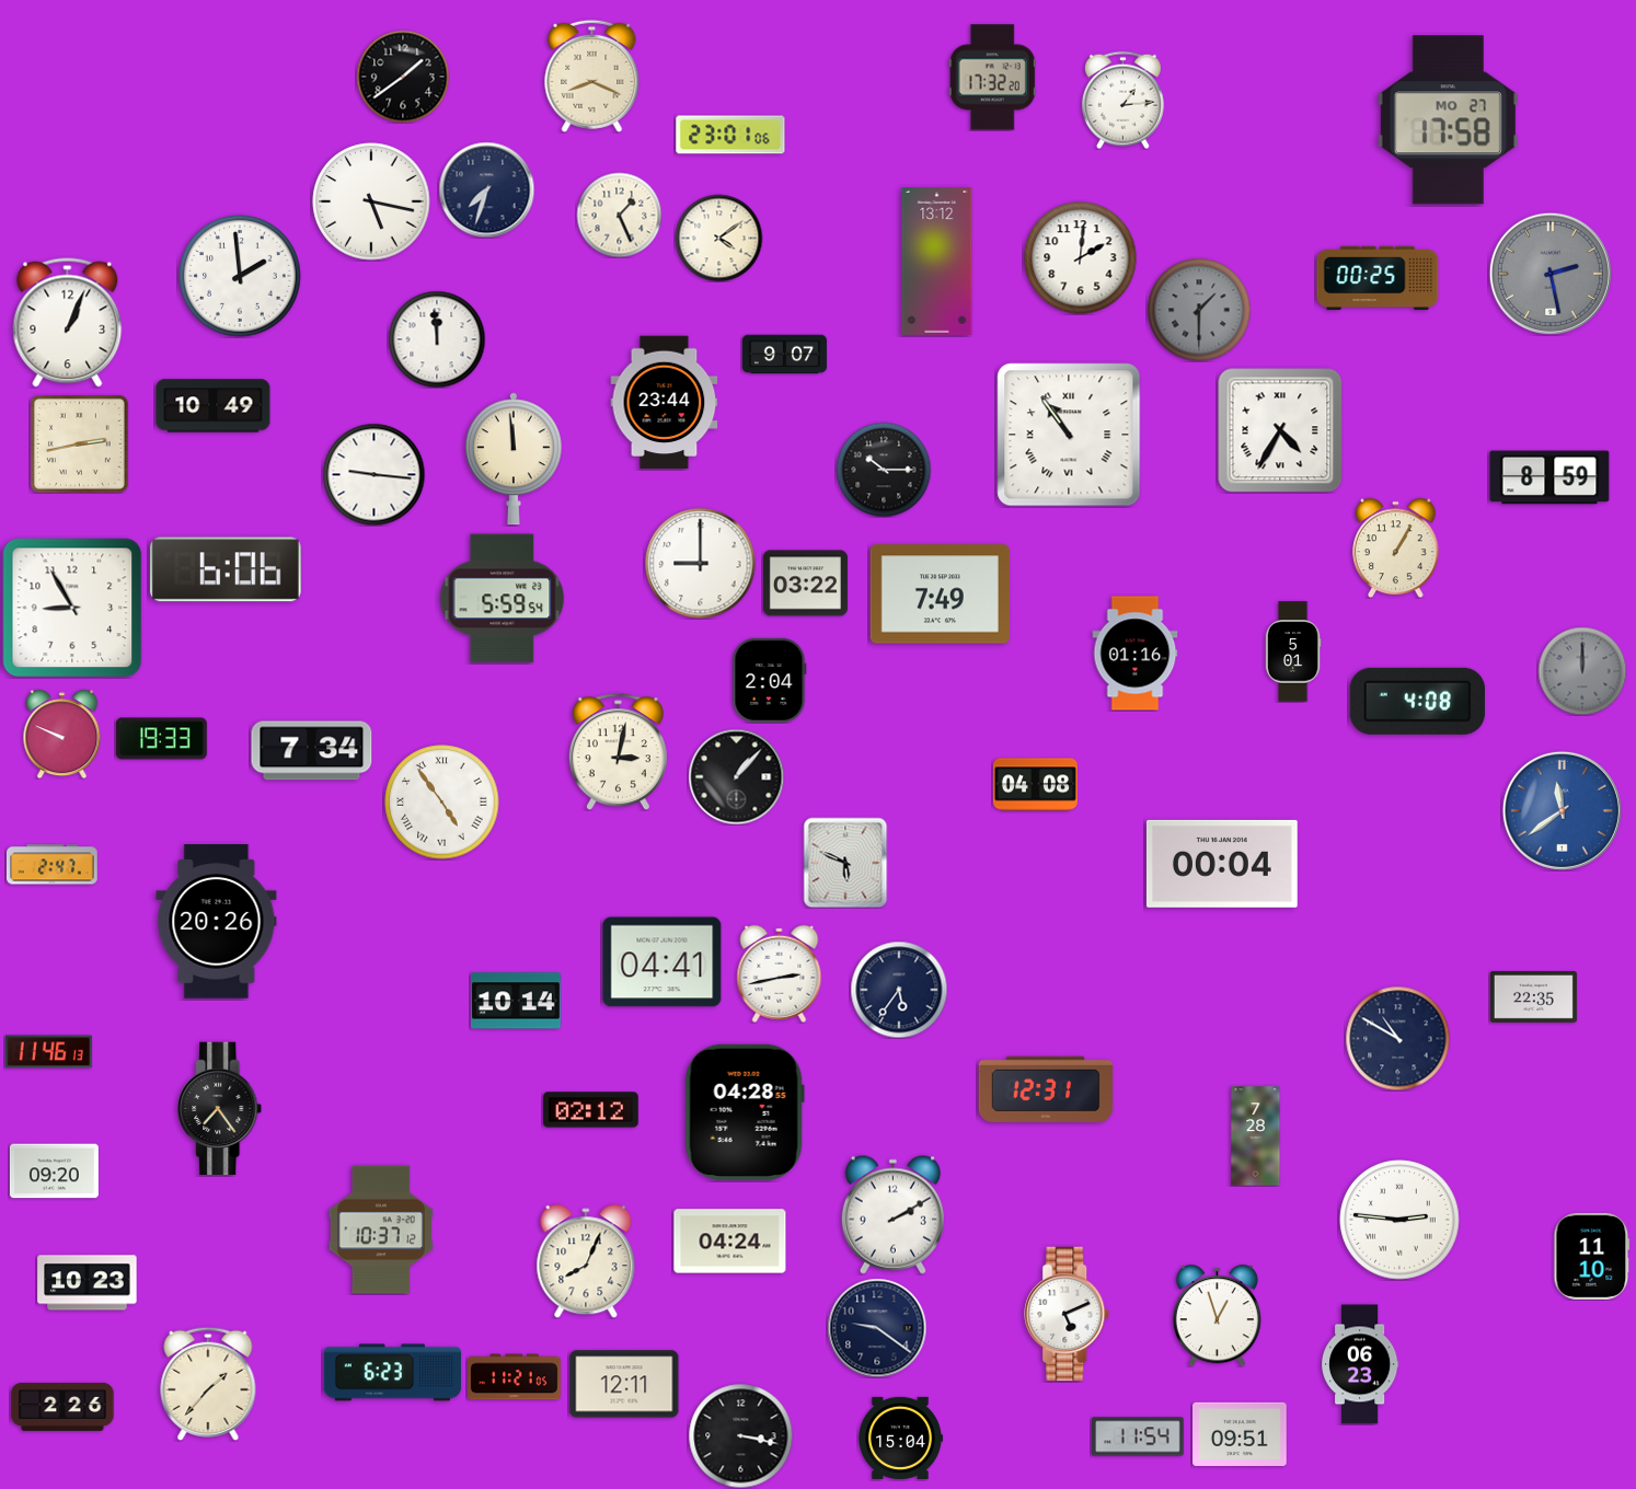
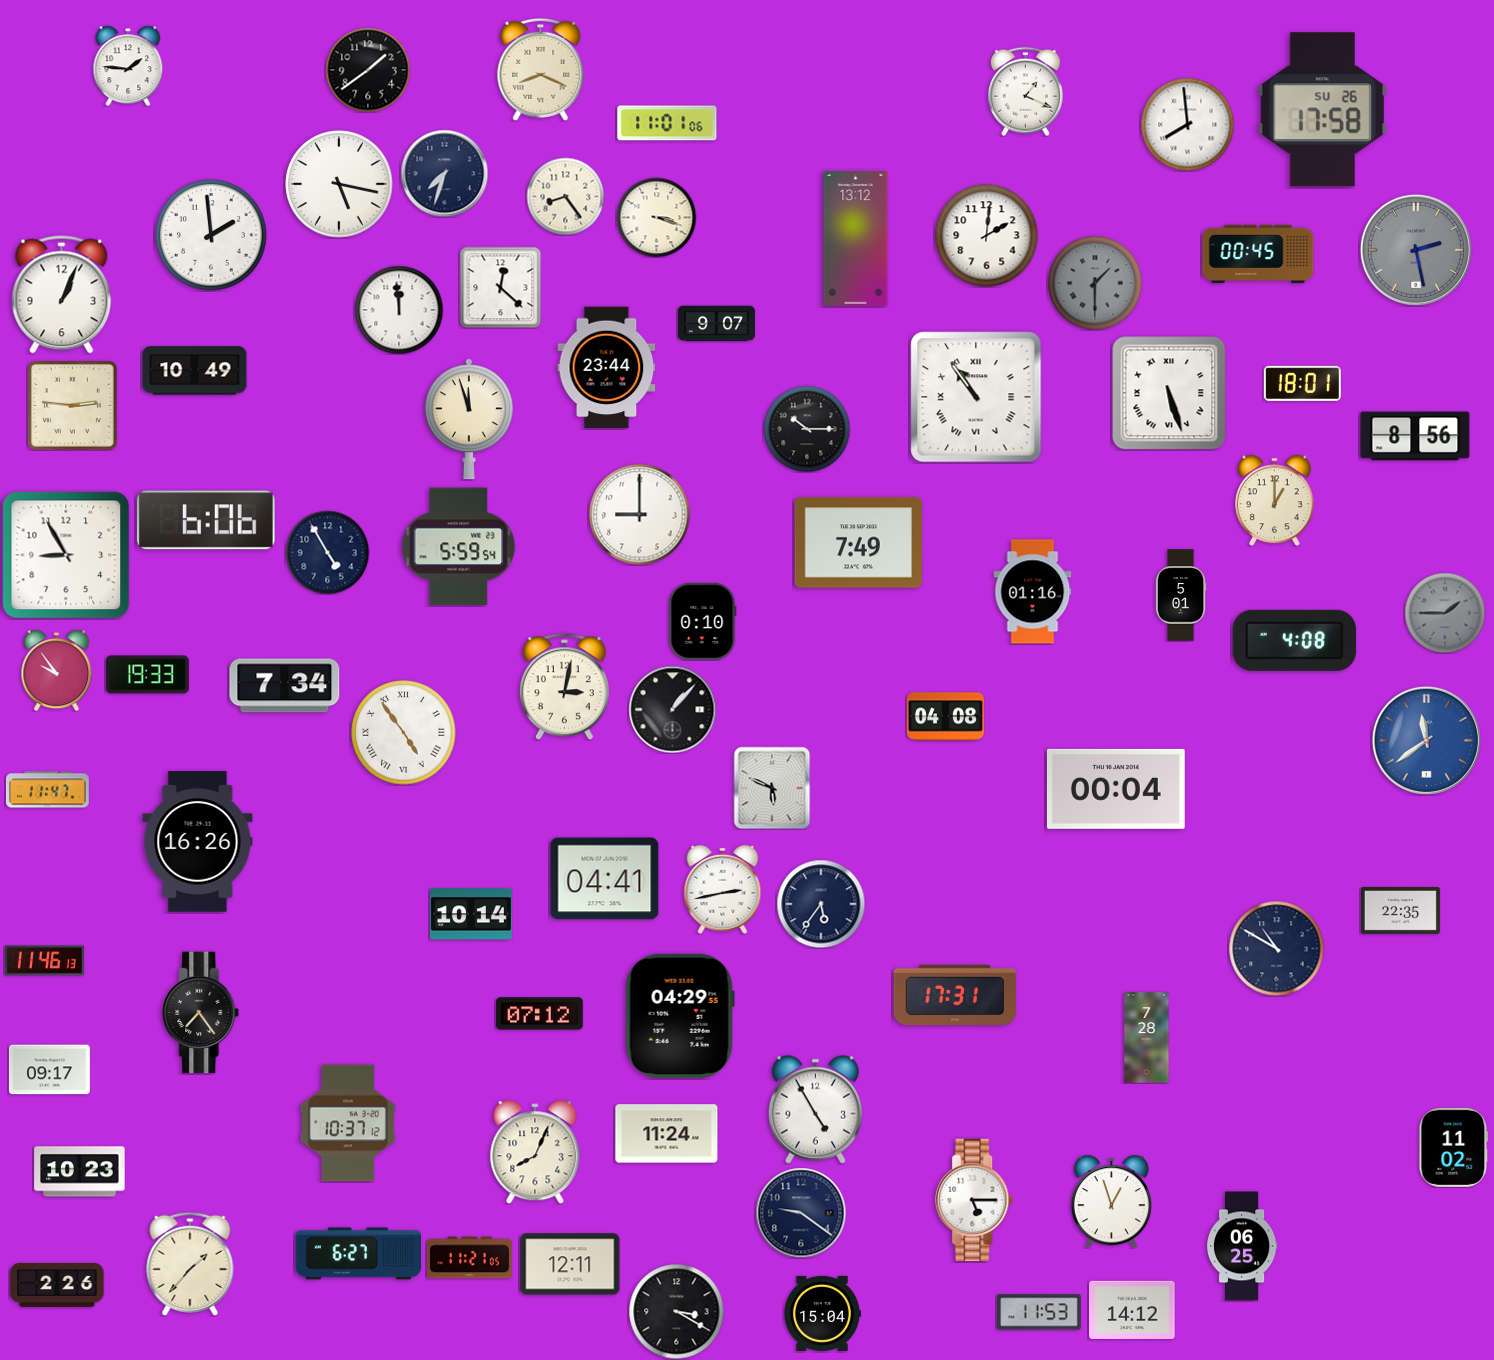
clock at (128, 66): none -> 1:46
clock at (992, 78): 17:32 -> none
clock at (1122, 100): 1:14 -> 1:19
clock at (1448, 120) date: MO 27 -> SU 26
clock at (730, 135): 23:01 -> 11:01
clock at (1187, 124): none -> 7:59
clock at (619, 215): 1:26 -> 8:24
clock at (718, 238): 4:09 -> 3:18
clock at (240, 276) position: (240, 276) -> (211, 235)
clock at (1378, 278): 00:25 -> 00:45
clock at (500, 287): none -> 12:22
clock at (1302, 383): none -> 18:01
clock at (1280, 430): 4:35 -> 5:27
clock at (79, 443): 2:43 -> 2:46
clock at (514, 459): 11:59 -> 11:57
clock at (373, 474): 9:16 -> none
clock at (1549, 477): 8:59 -> 8:56
clock at (1396, 547): 1:05 -> 1:00
clock at (805, 584): 03:22 -> none
clock at (327, 552): none -> 4:55
clock at (1136, 654) position: (1136, 654) -> (1033, 592)
clock at (1582, 671): 12:00 -> 1:45
clock at (770, 680): 2:04 -> 0:10
clock at (62, 734): 9:49 -> 9:54
clock at (53, 865): 2:47 -> 11:47
clock at (217, 922): 20:26 -> 16:26
clock at (780, 973) position: (780, 973) -> (723, 889)
clock at (1046, 1088): 12:31 -> 17:31
clock at (591, 1110): 02:12 -> 07:12
clock at (745, 1112): 04:28 -> 04:29
clock at (54, 1171): 09:20 -> 09:17
clock at (892, 1214): 2:10 -> 4:55
clock at (1399, 1220): 2:46 -> none
clock at (730, 1242): 04:24 -> 11:24
clock at (1592, 1256): 11:10 -> 11:02
clock at (1068, 1314): 5:11 -> 5:15
clock at (1360, 1364): 06:23 -> 06:25
clock at (392, 1373): 6:23 -> 6:27
clock at (1240, 1434): 09:51 -> 14:12
clock at (740, 1435): 3:17 -> 3:20
clock at (1139, 1436): 11:54 -> 11:53
